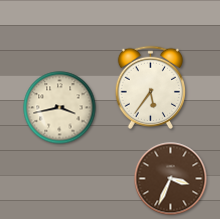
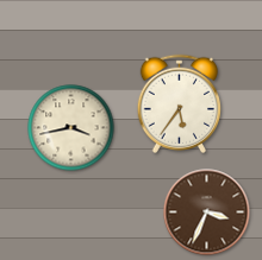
clock at (171, 179) position: (171, 179) -> (207, 213)
